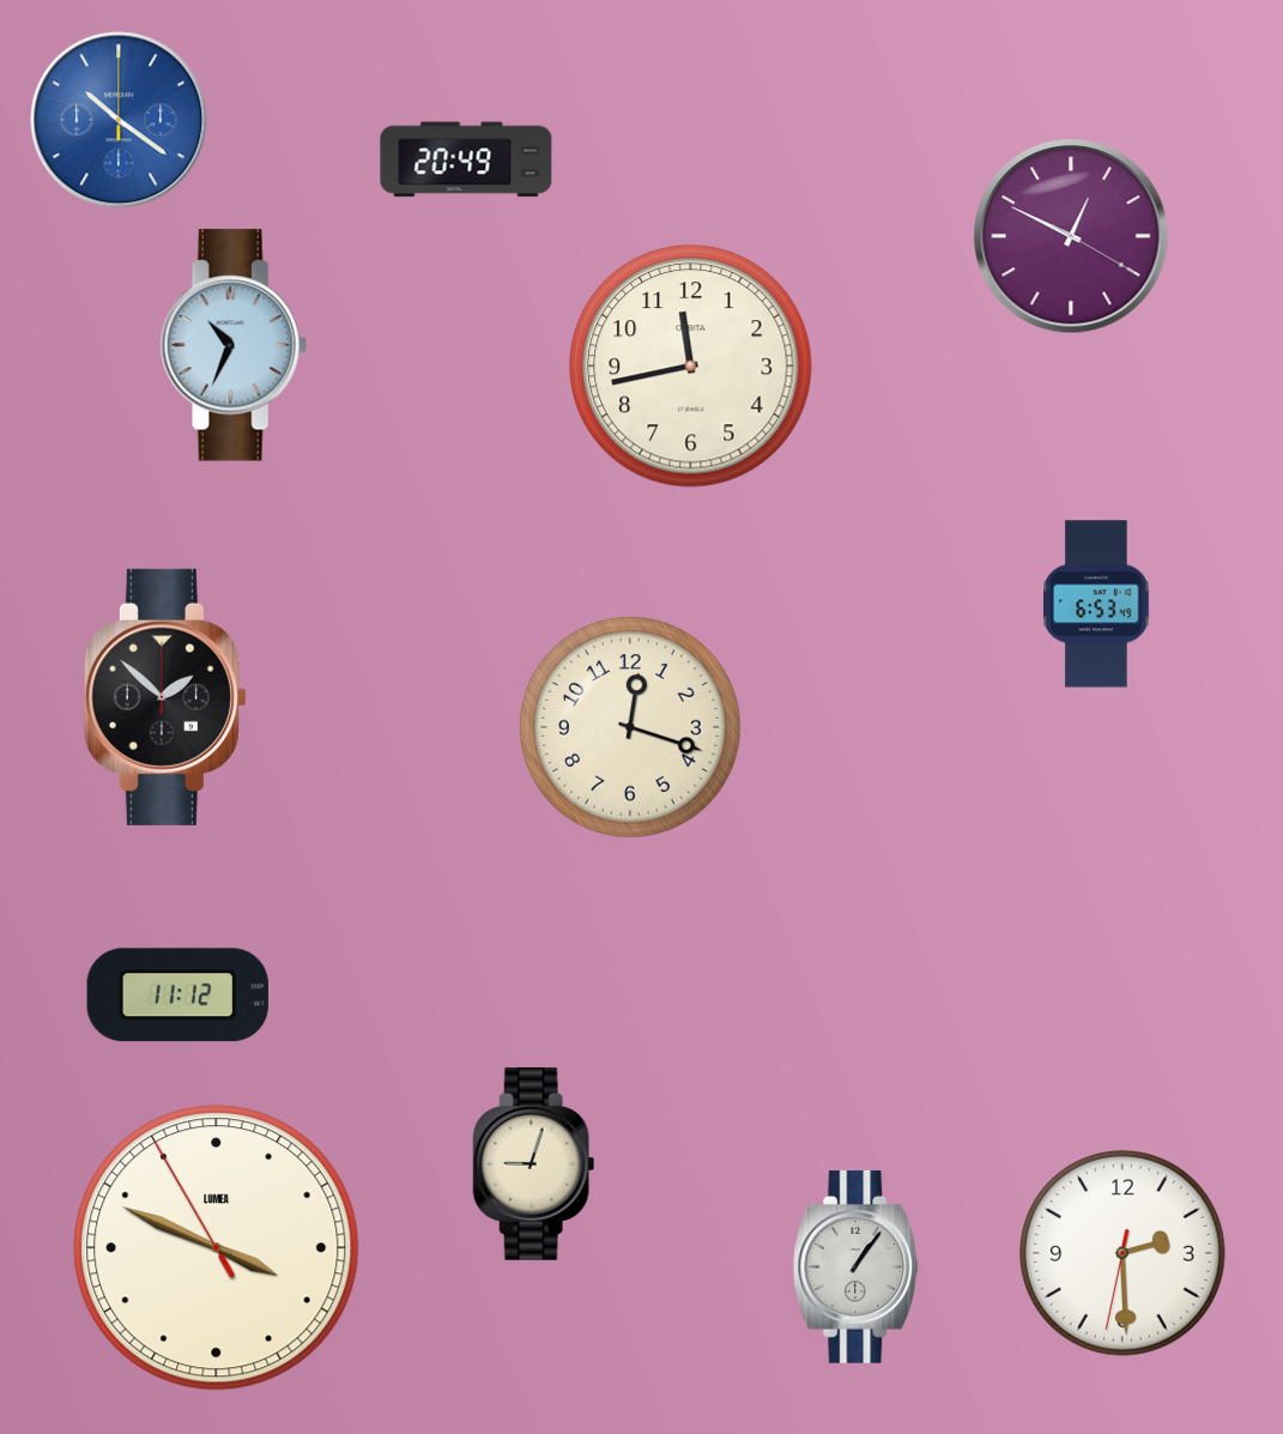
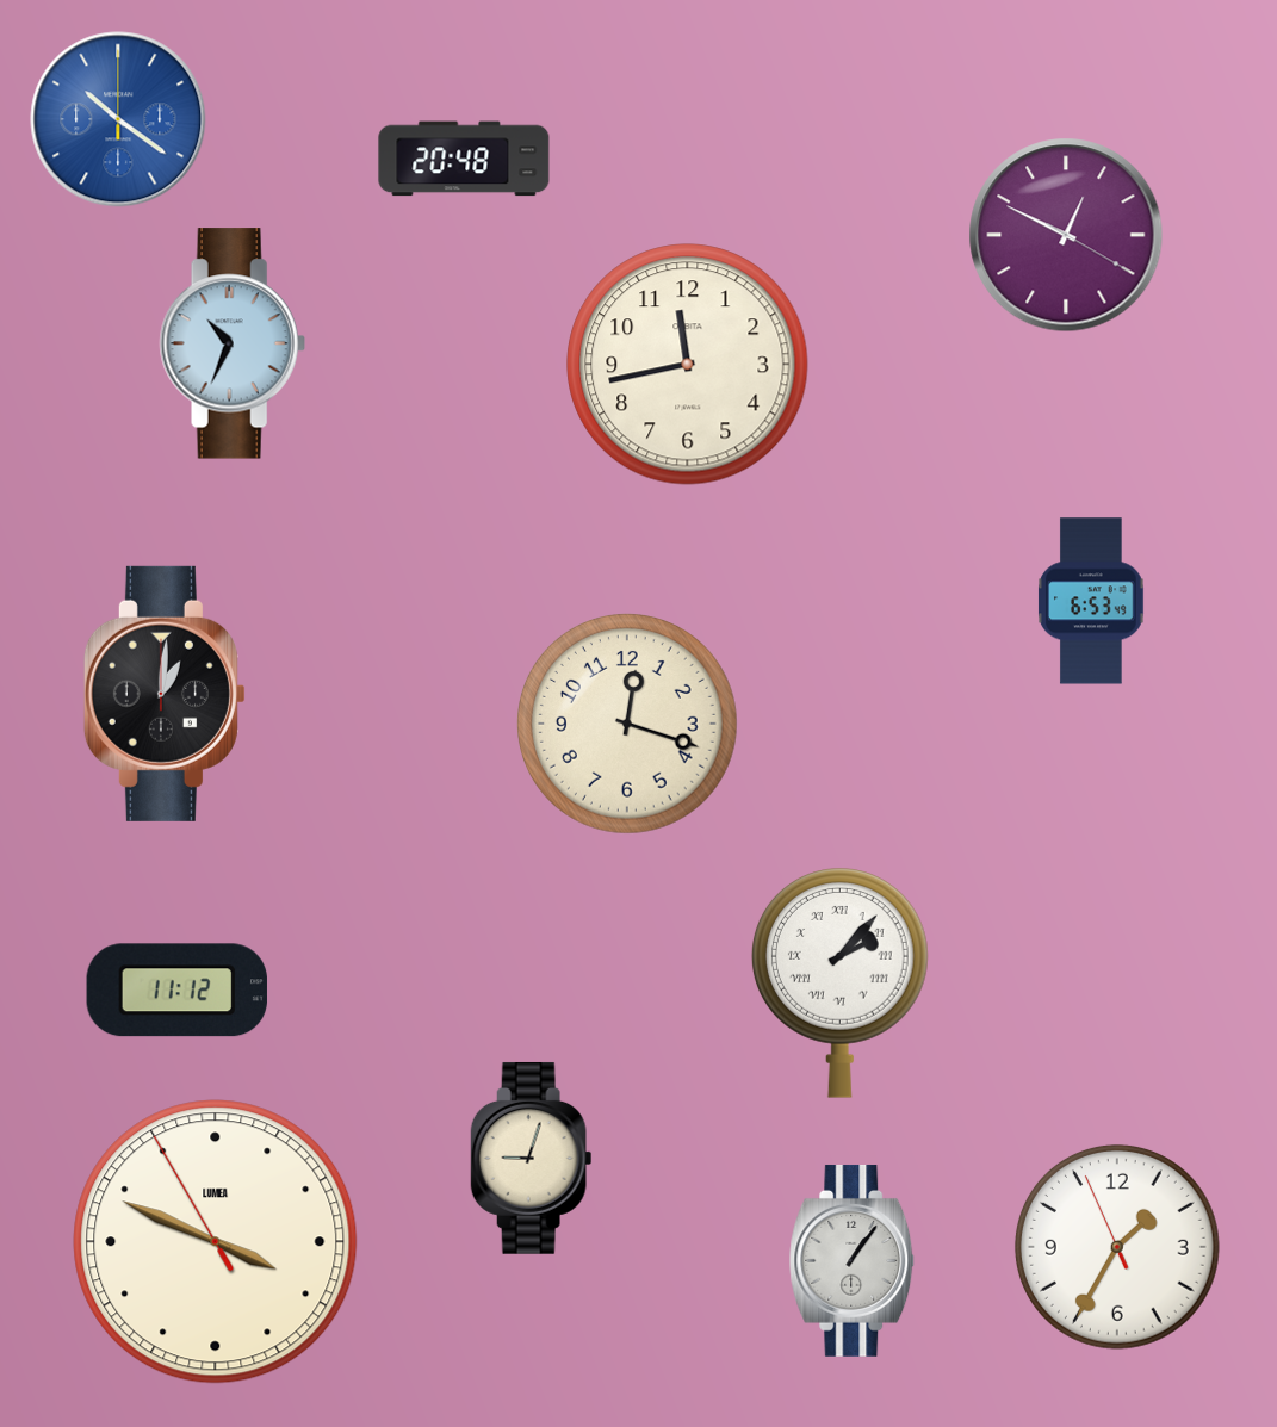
clock at (466, 159): 20:49 -> 20:48
clock at (165, 697): 1:52 -> 1:01
clock at (839, 984): none -> 2:07
clock at (1122, 1253): 2:29 -> 1:34
